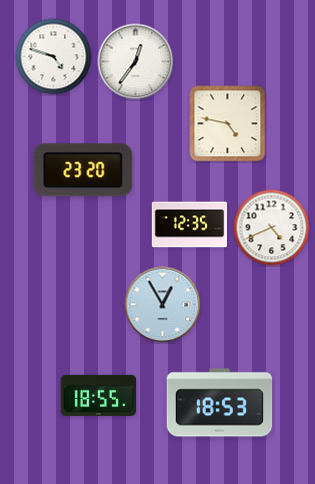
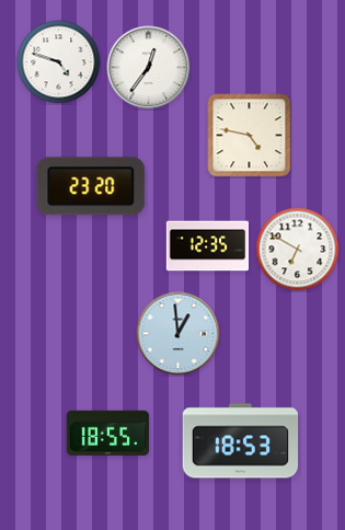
clock at (272, 228): 4:41 -> 6:50
clock at (163, 305): 12:55 -> 12:59
